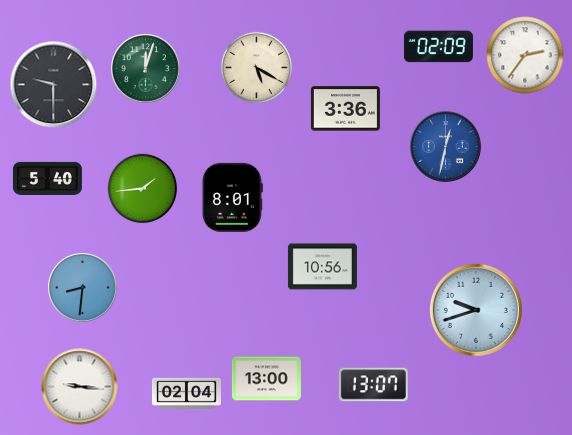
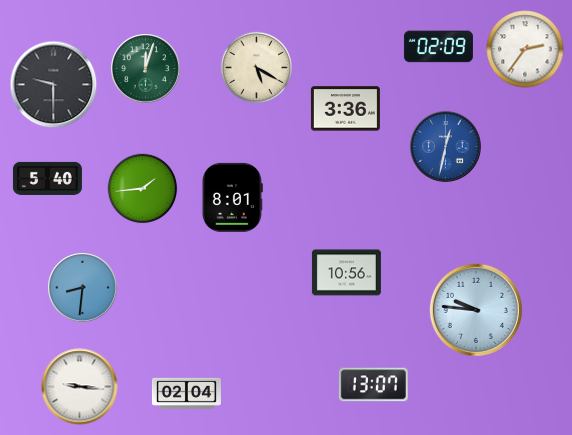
clock at (525, 55) position: (525, 55) -> (525, 49)
clock at (322, 267) position: (322, 267) -> (346, 273)
clock at (476, 310): 9:42 -> 9:46
clock at (266, 379): 13:00 -> none
